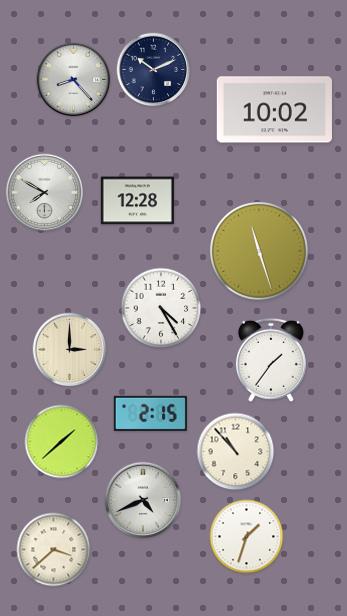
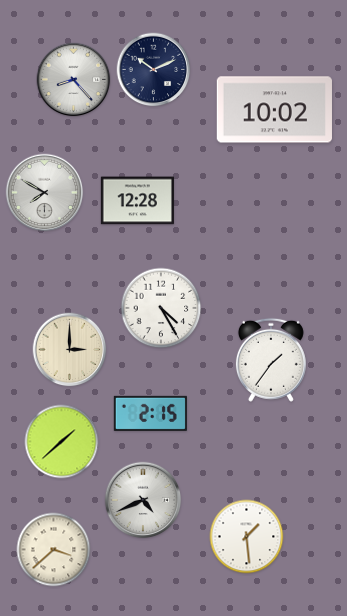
clock at (259, 251): 11:27 -> none
clock at (236, 452): 10:53 -> none
clock at (247, 537): 1:33 -> 1:29
